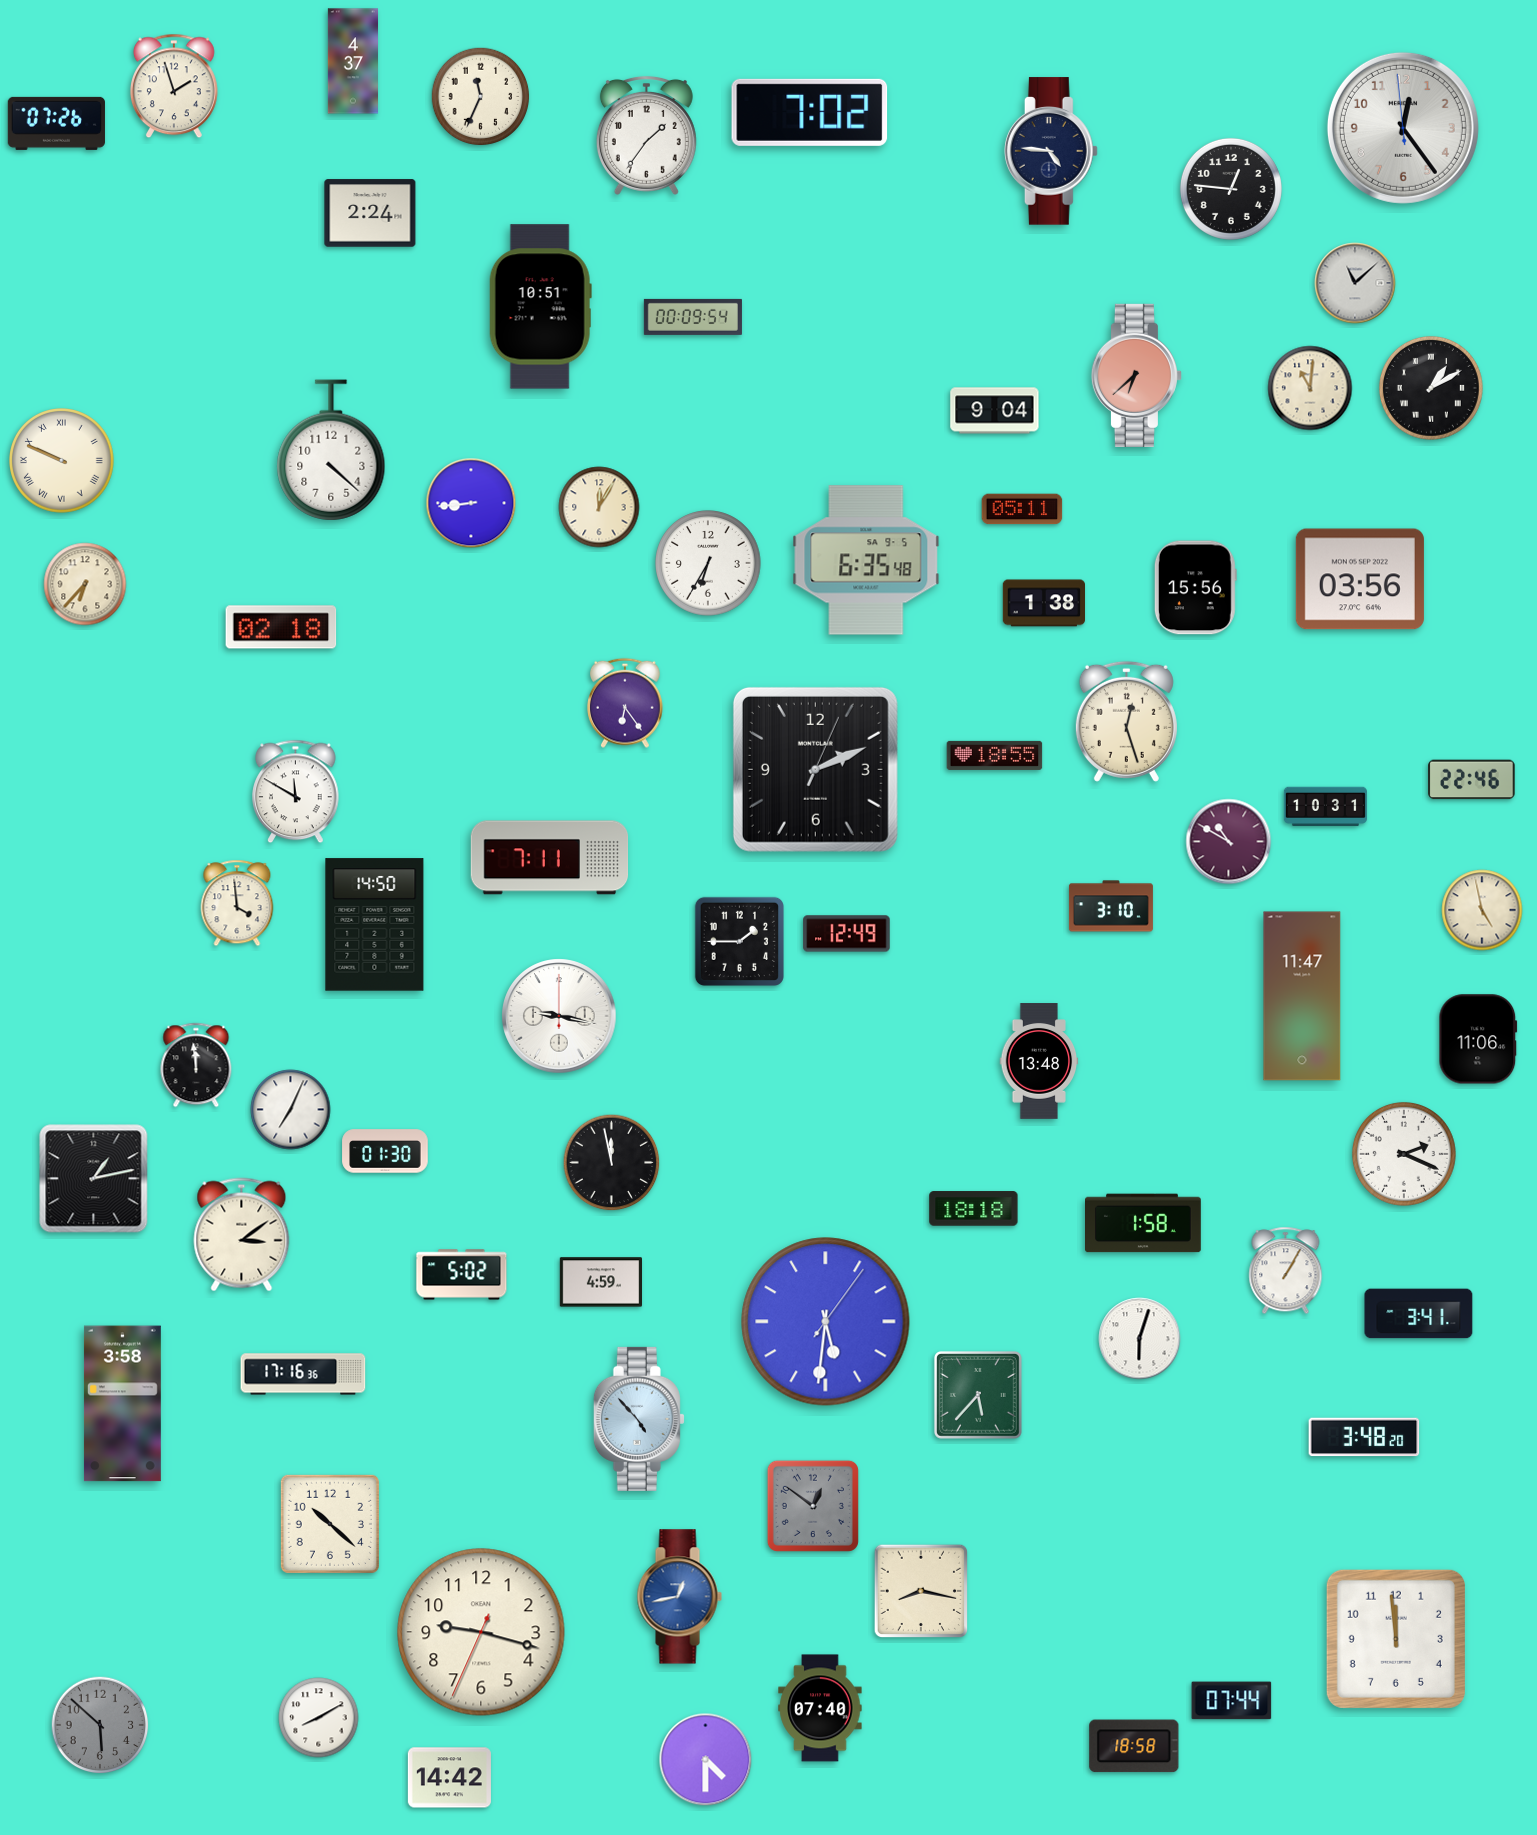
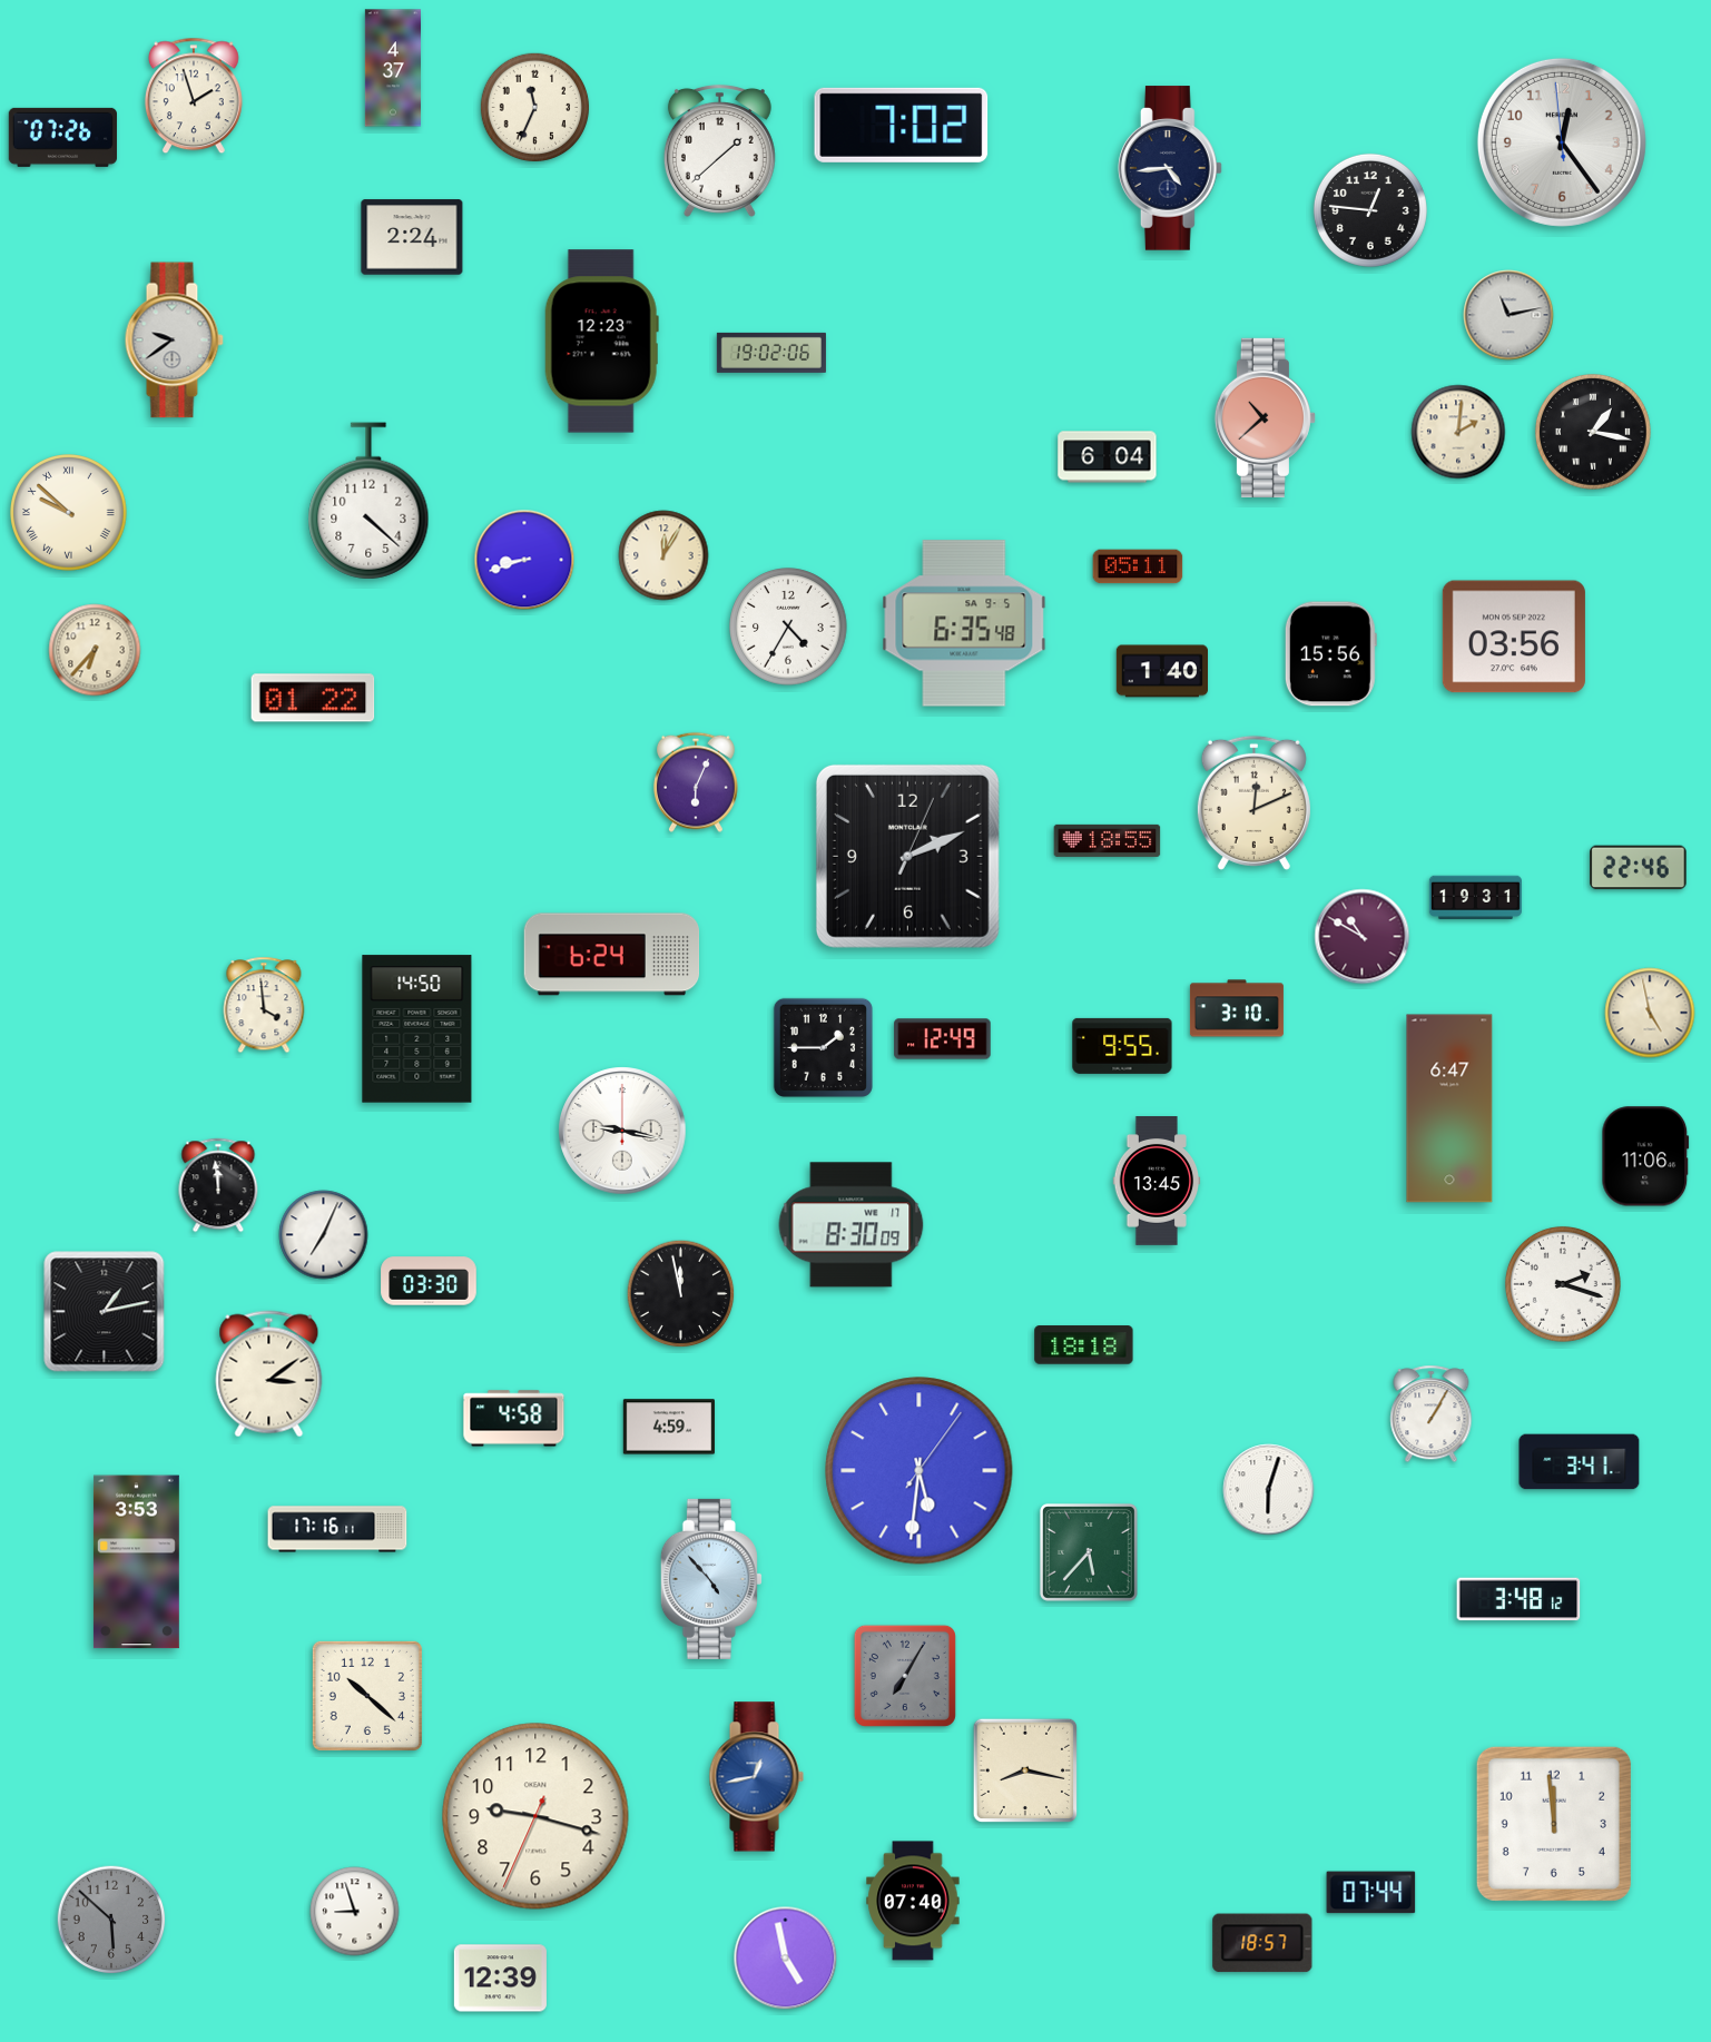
clock at (646, 135): 1:36 -> 1:38
clock at (1051, 151): 4:46 -> 4:44
clock at (1355, 283): 11:08 -> 11:13
clock at (174, 341): none -> 9:39
clock at (540, 307): 10:51 -> 12:23
clock at (693, 317): 00:09 -> 19:02
clock at (1136, 375): 6:38 -> 10:38
clock at (1310, 388): 11:01 -> 2:01
clock at (1431, 388): 1:10 -> 1:17
clock at (995, 411): 9:04 -> 6:04
clock at (62, 461): 9:49 -> 9:52
clock at (471, 503): 8:44 -> 8:42
clock at (599, 507) position: (599, 507) -> (663, 555)
clock at (708, 563): 6:35 -> 4:35
clock at (1360, 579) position: (1360, 579) -> (1514, 637)
clock at (1043, 603): 1:38 -> 1:40
clock at (281, 627): 02:18 -> 01:22
clock at (626, 703): 6:24 -> 6:04
clock at (1126, 721): 12:27 -> 12:11
clock at (296, 792): 11:50 -> none
clock at (1325, 807): 10:31 -> 19:31
clock at (1229, 842) position: (1229, 842) -> (1363, 937)
clock at (550, 858): 7:11 -> 6:24
clock at (1122, 1046): none -> 9:55
clock at (1302, 996): 11:47 -> 6:47
clock at (1039, 1061): 13:48 -> 13:45
clock at (852, 1225): none -> 8:30
clock at (385, 1151): 01:30 -> 03:30
clock at (1404, 1154): 2:19 -> 2:18
clock at (1144, 1223): 1:58 -> none
clock at (462, 1275): 5:02 -> 4:58
clock at (303, 1374): 17:16:36 -> 17:16:11
clock at (122, 1404): 3:58 -> 3:53
clock at (1364, 1437): 3:48:20 -> 3:48:12
clock at (813, 1506): 12:51 -> 7:05
clock at (319, 1718): 8:10 -> 8:57
clock at (1134, 1746): 18:58 -> 18:57
clock at (706, 1760): 4:30 -> 4:58
clock at (449, 1778): 14:42 -> 12:39
